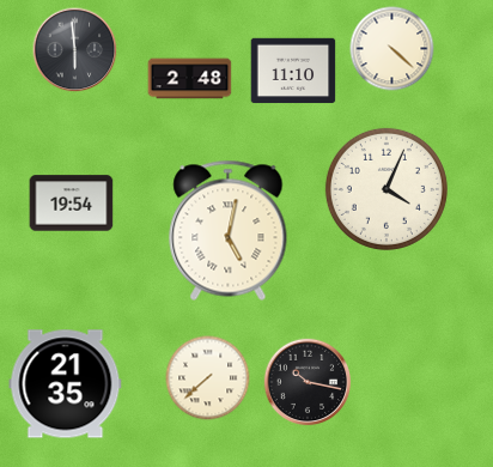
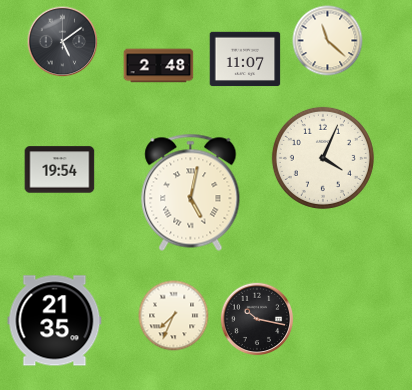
clock at (392, 49): 4:22 -> 11:22
clock at (75, 50): 5:59 -> 5:09
clock at (293, 71): 11:10 -> 11:07
clock at (208, 378): 7:38 -> 7:34
